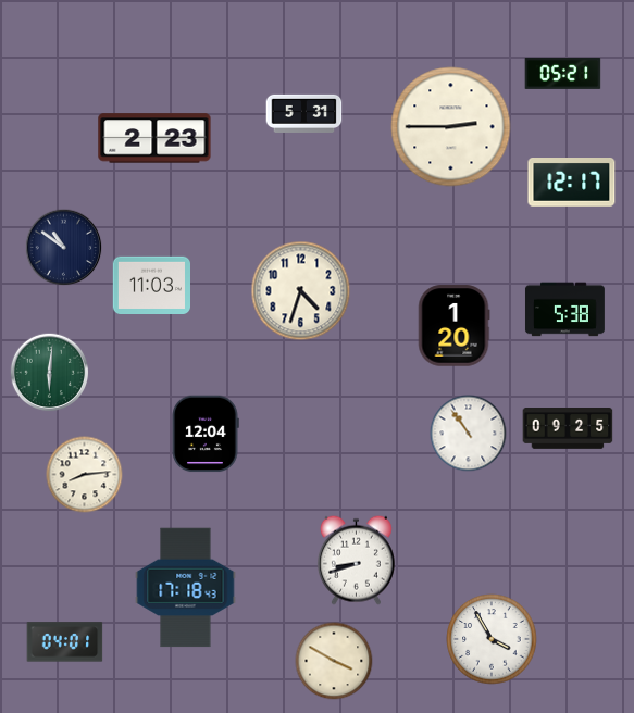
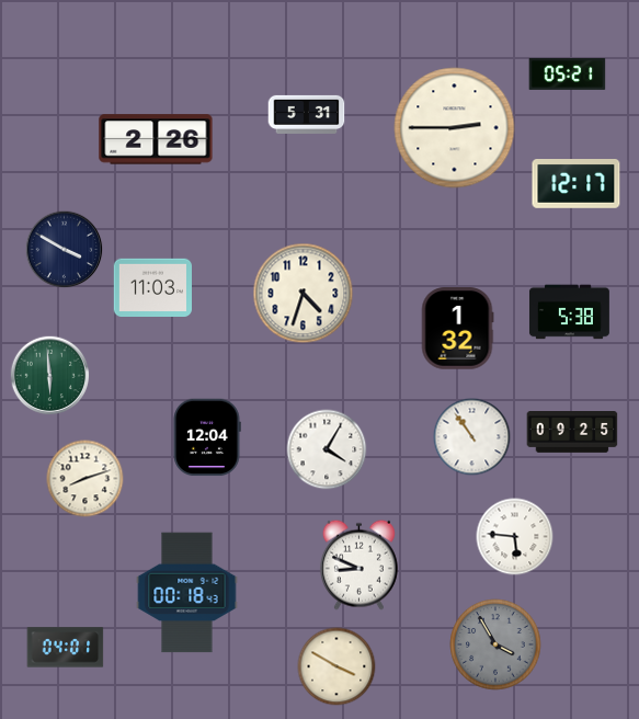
clock at (154, 138): 2:23 -> 2:26
clock at (64, 248): 10:51 -> 3:50
clock at (453, 326): 1:20 -> 1:32
clock at (50, 373): 6:01 -> 5:59
clock at (327, 449): none -> 4:05
clock at (85, 475): 8:14 -> 8:12
clock at (515, 537): none -> 5:46
clock at (356, 560): 8:42 -> 8:49
clock at (186, 588): 17:18 -> 00:18
clock at (492, 639) dial: white -> grey
